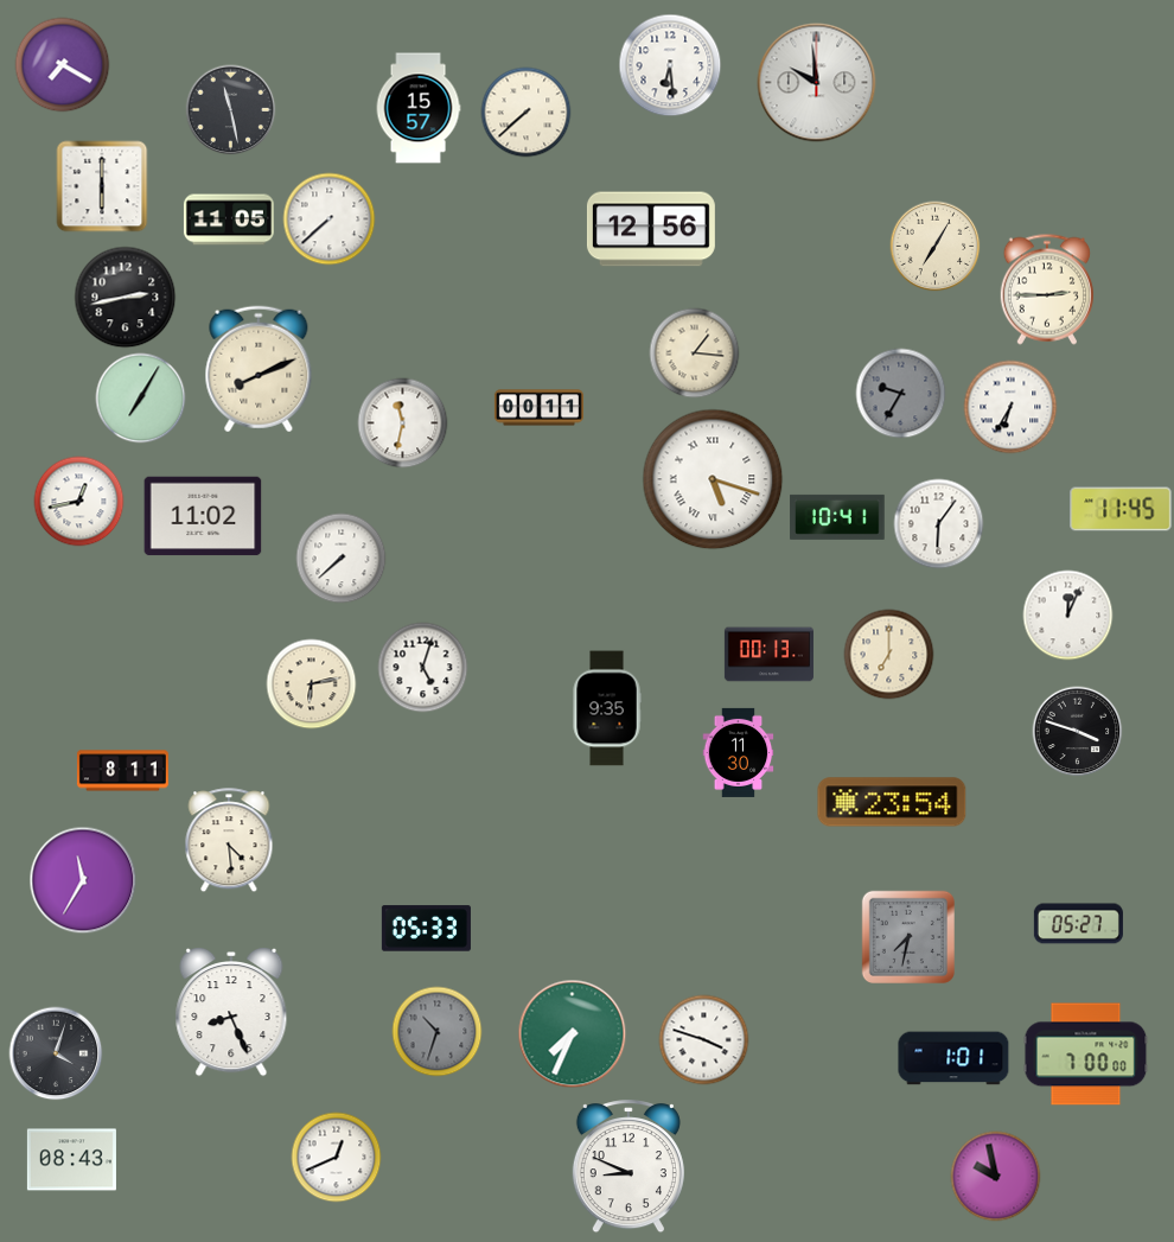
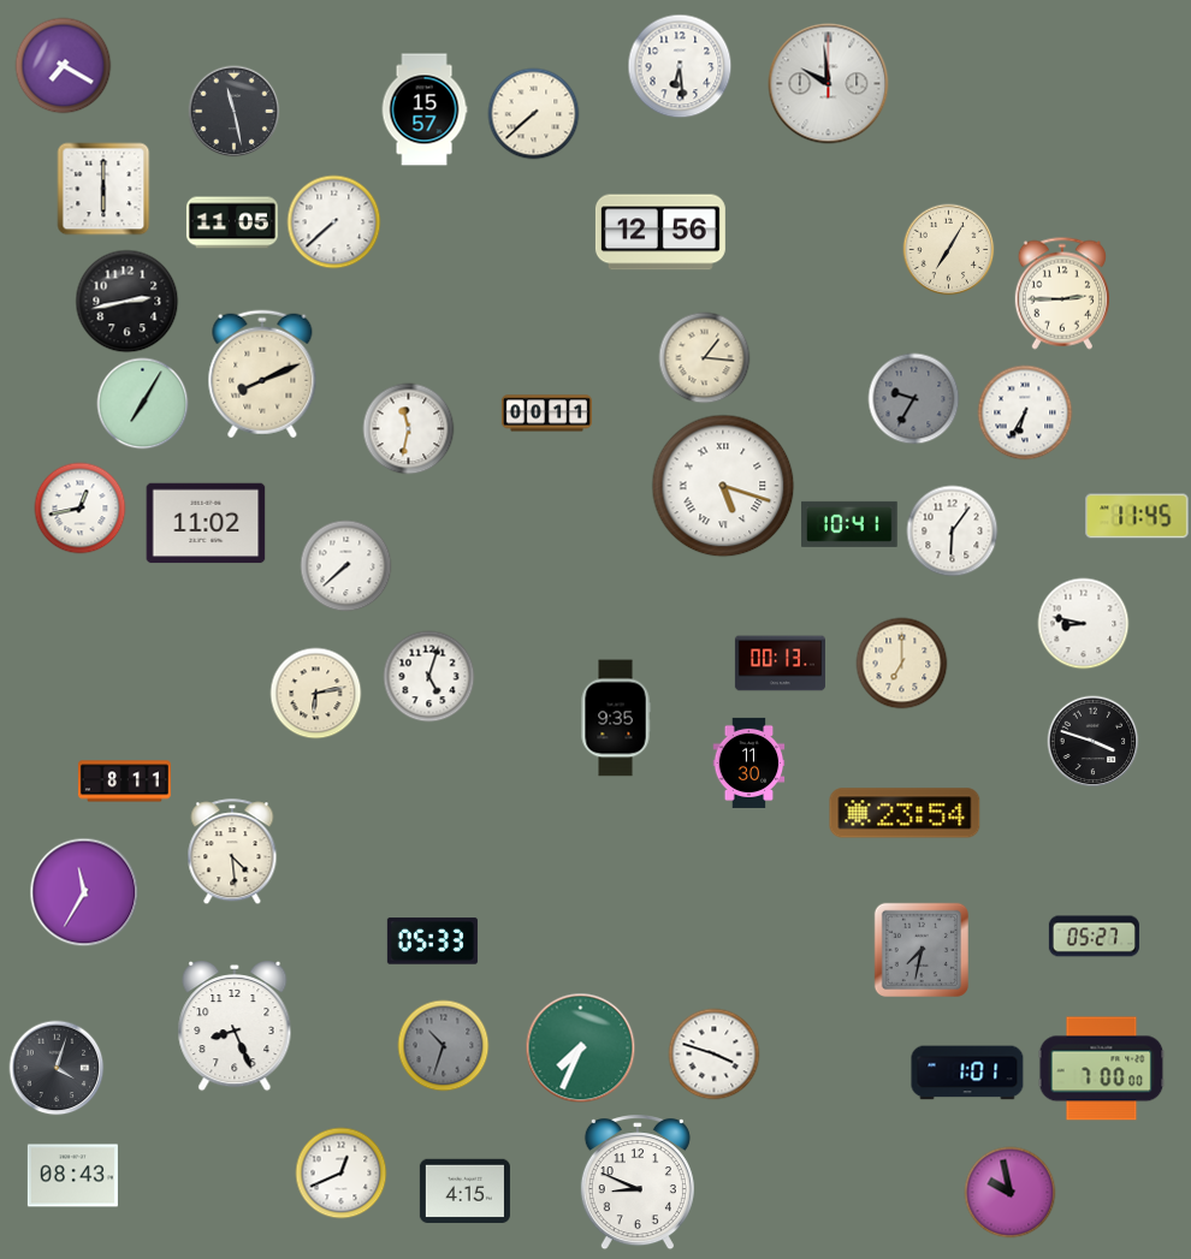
clock at (1068, 616): 12:04 -> 8:47
clock at (464, 1192): none -> 4:15
